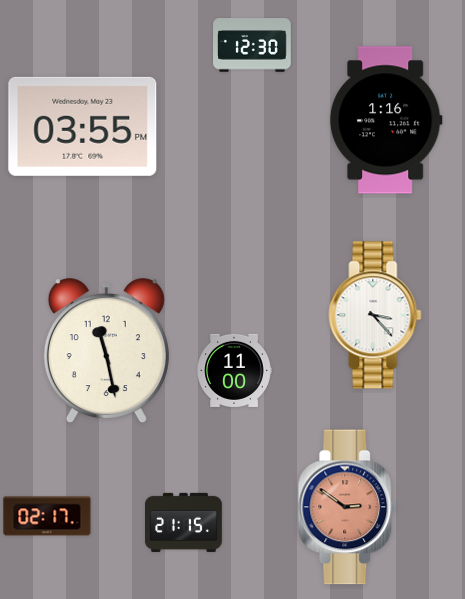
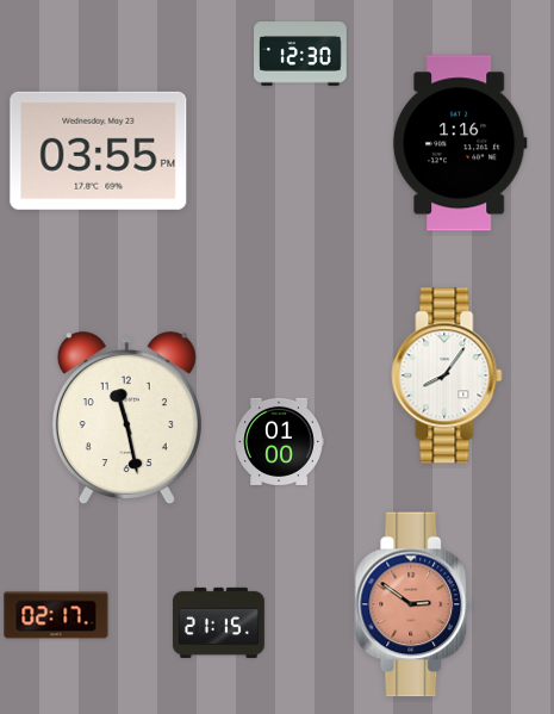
clock at (375, 315): 3:23 -> 8:06
clock at (234, 370): 11:00 -> 01:00
